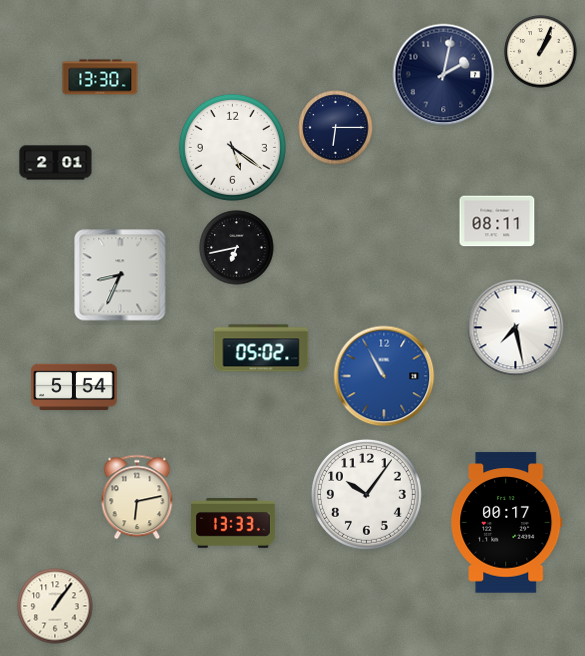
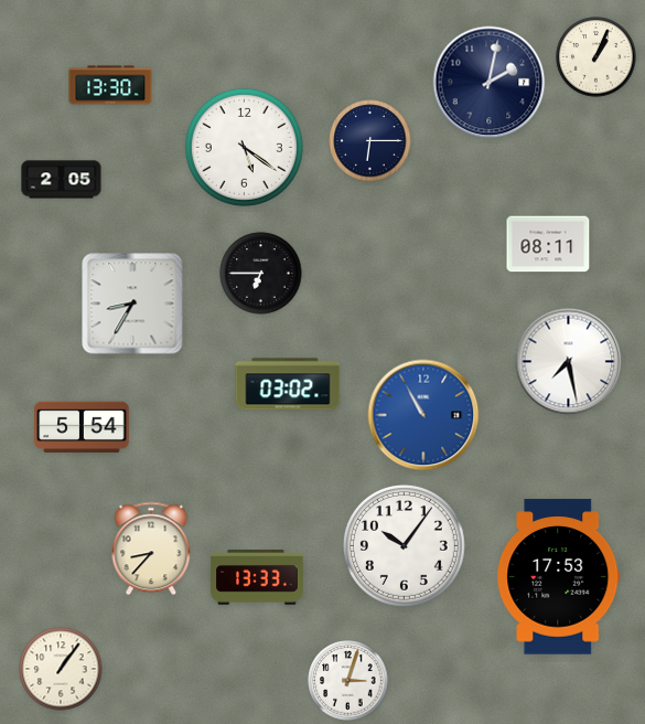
clock at (232, 147) position: (232, 147) -> (244, 147)
clock at (56, 163): 2:01 -> 2:05
clock at (237, 248): 6:43 -> 6:45
clock at (120, 275): 8:34 -> 8:35
clock at (261, 348): 05:02 -> 03:02
clock at (137, 497): 6:13 -> 8:37
clock at (507, 523): 00:17 -> 17:53
clock at (348, 681): none -> 3:03
